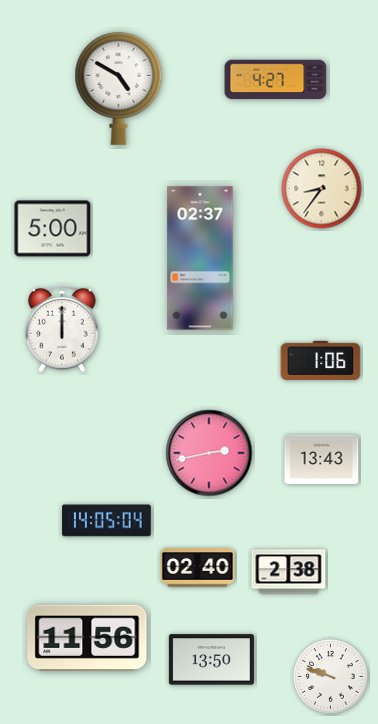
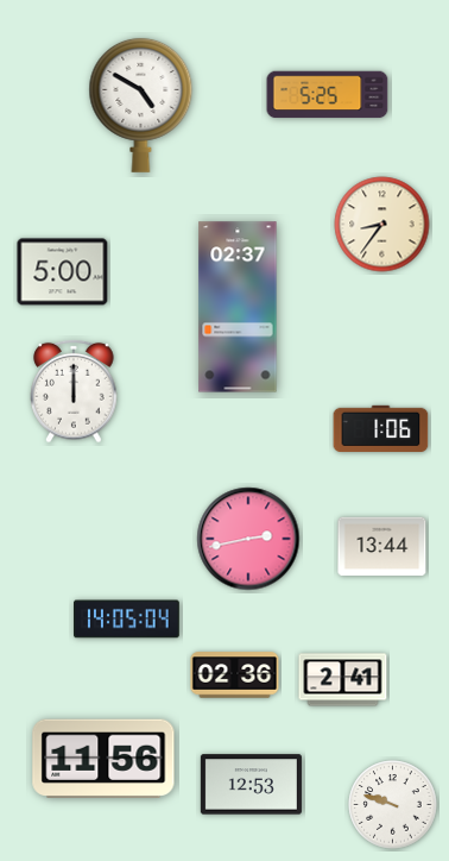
clock at (276, 80): 4:27 -> 5:25
clock at (322, 460): 13:43 -> 13:44
clock at (198, 568): 02:40 -> 02:36
clock at (289, 572): 2:38 -> 2:41
clock at (211, 660): 13:50 -> 12:53
